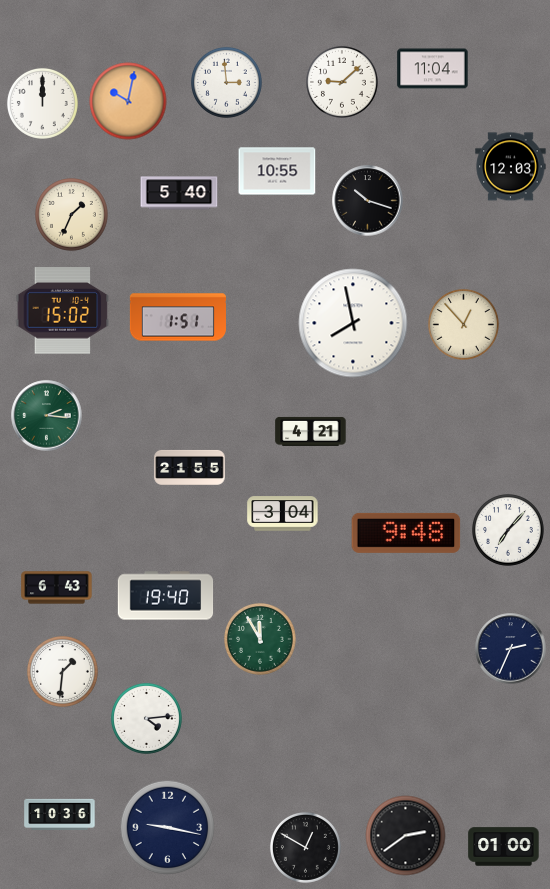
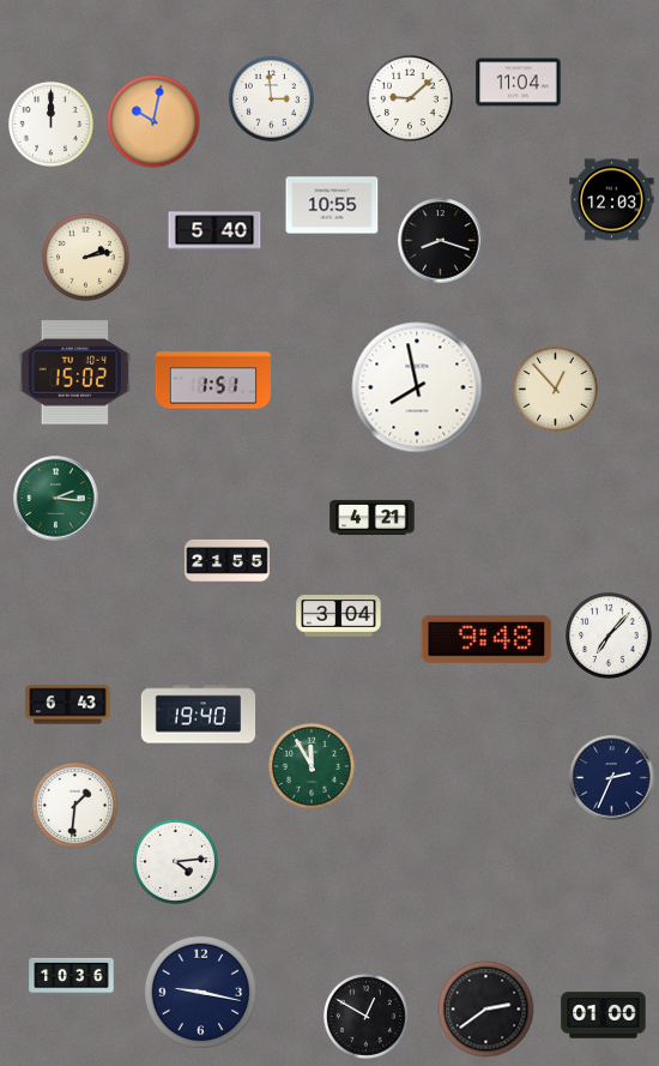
clock at (368, 201): 10:18 -> 8:18
clock at (72, 215): 1:34 -> 2:13
clock at (353, 323) position: (353, 323) -> (417, 387)
clock at (406, 836) position: (406, 836) -> (486, 1010)
